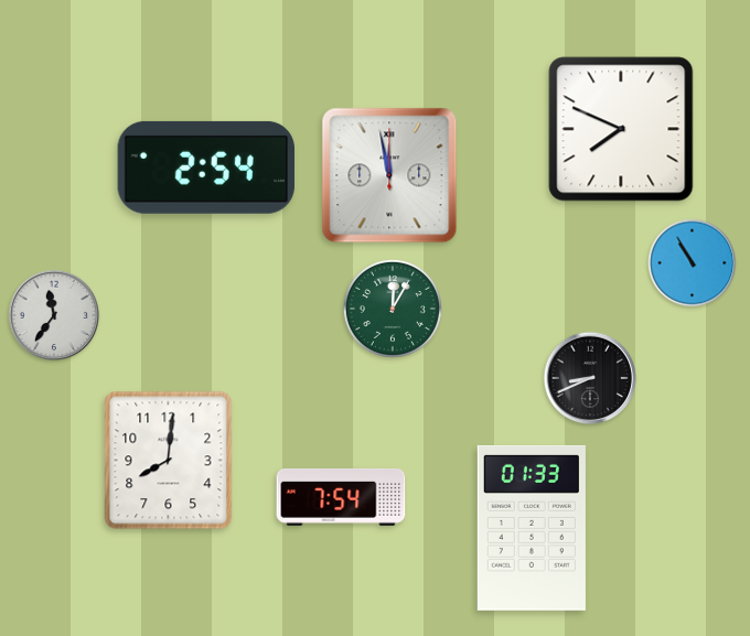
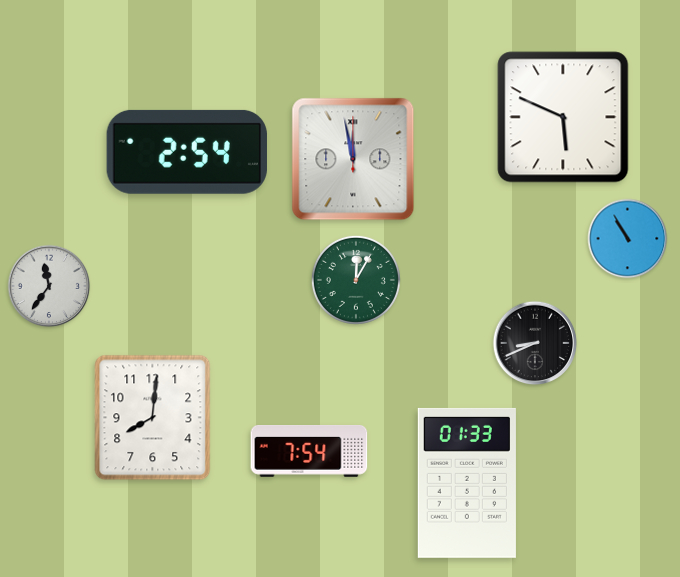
clock at (621, 129): 7:49 -> 5:49
clock at (532, 528) position: (532, 528) -> (467, 483)
